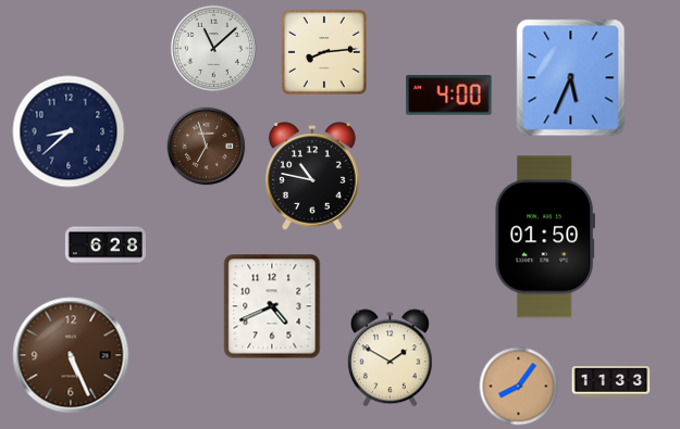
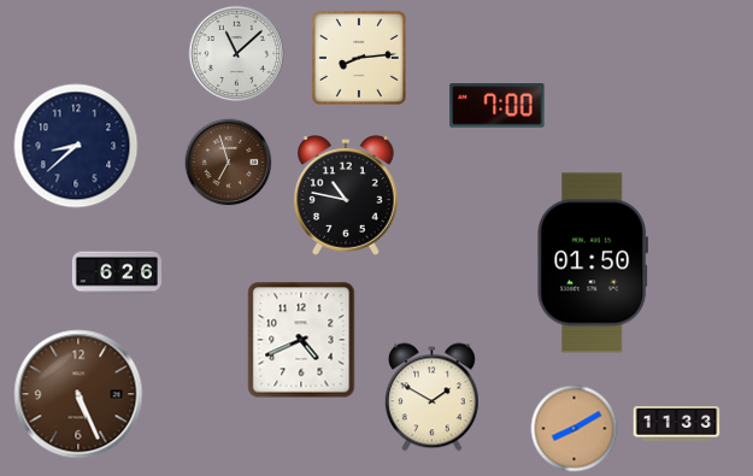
clock at (571, 78): 5:34 -> none
clock at (449, 96): 4:00 -> 7:00
clock at (545, 237) position: (545, 237) -> (593, 263)
clock at (106, 245): 6:28 -> 6:26
clock at (519, 387): 8:06 -> 8:10
